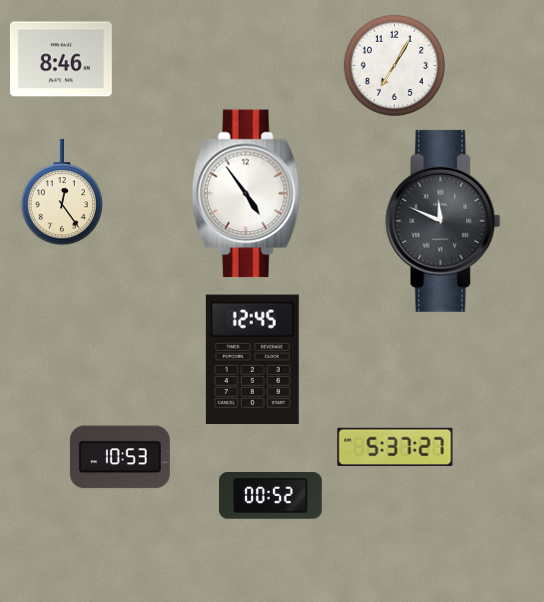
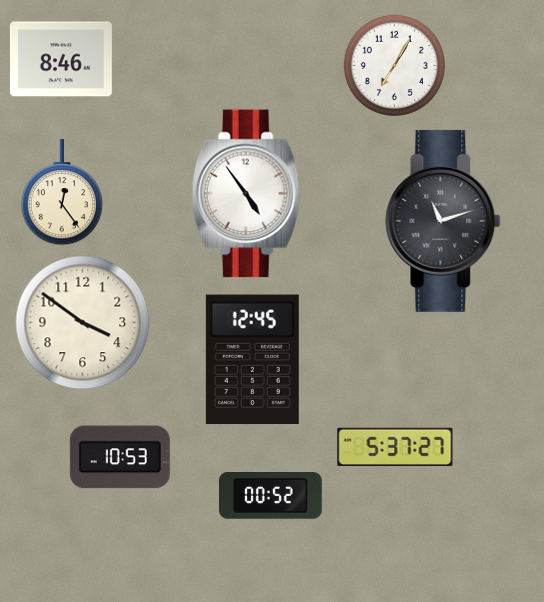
clock at (443, 221): 11:49 -> 11:12
clock at (83, 323): none -> 3:51
